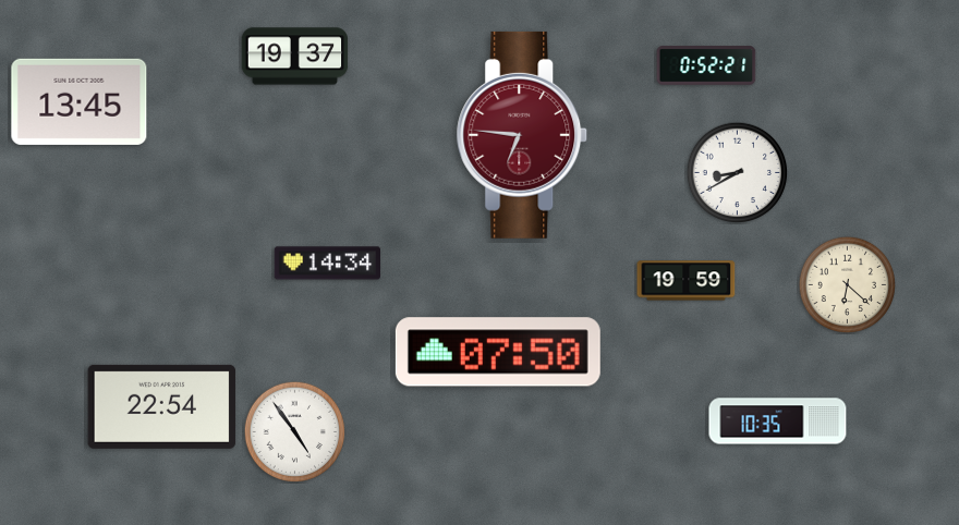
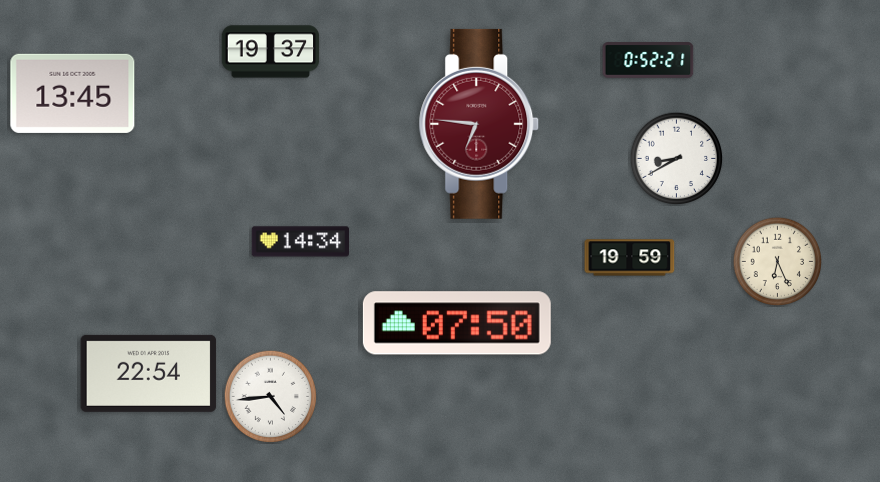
clock at (847, 284): 6:22 -> 6:26
clock at (778, 422): 10:35 -> none
clock at (294, 431): 4:54 -> 4:44
